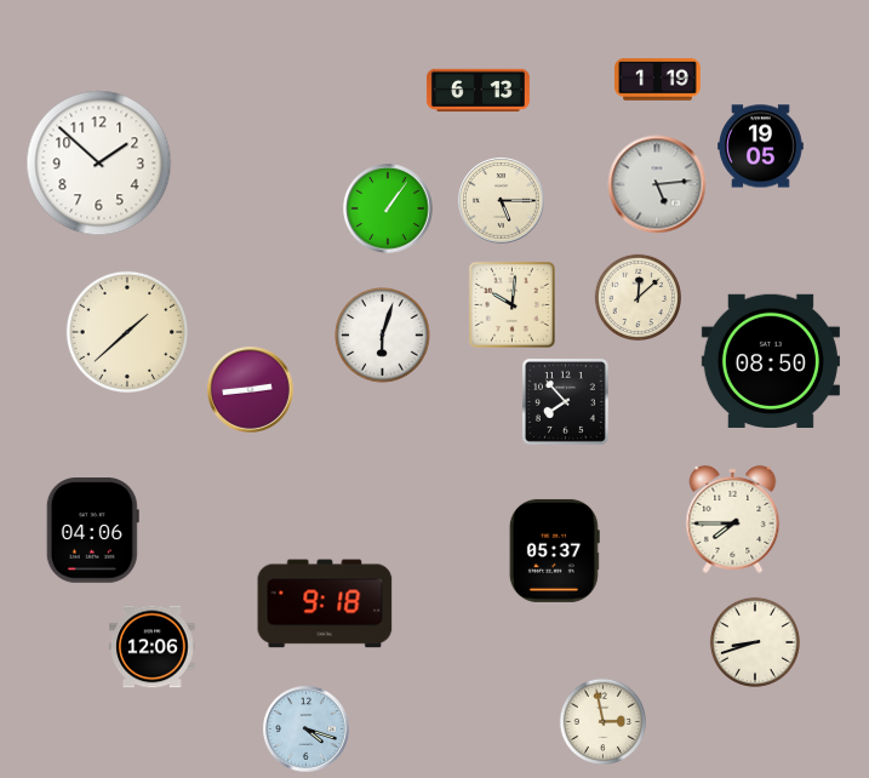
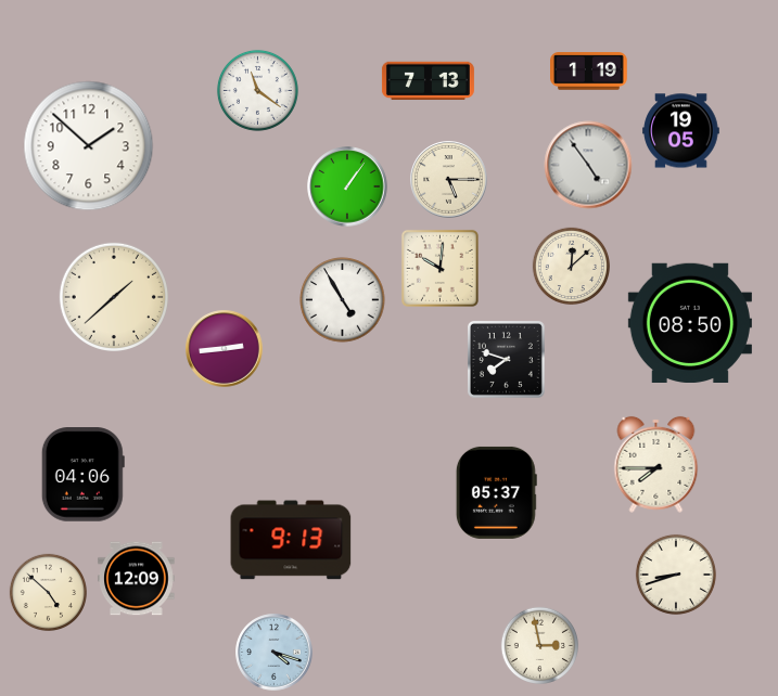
clock at (478, 91): 6:13 -> 7:13
clock at (257, 90): none -> 11:21
clock at (657, 184): 5:14 -> 4:54
clock at (511, 304) position: (511, 304) -> (439, 268)
clock at (383, 336): 6:03 -> 4:55
clock at (565, 401): 7:53 -> 7:48
clock at (325, 603): 9:18 -> 9:13
clock at (153, 647): 12:06 -> 12:09
clock at (49, 593): none -> 4:52
